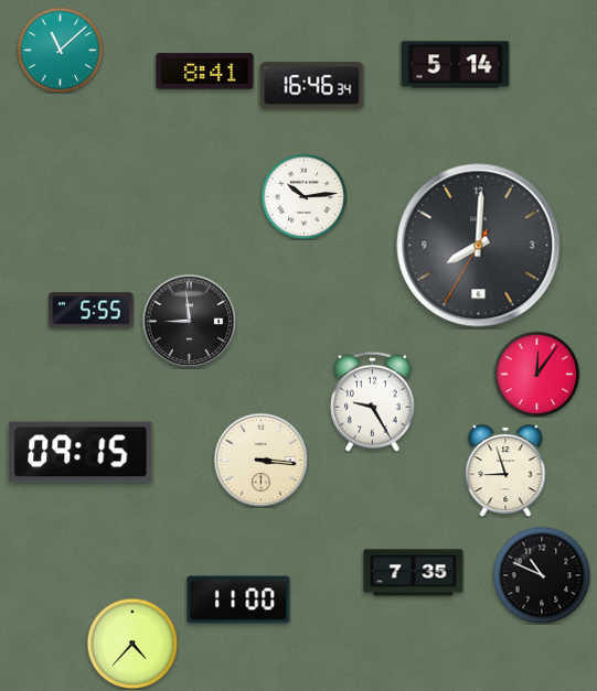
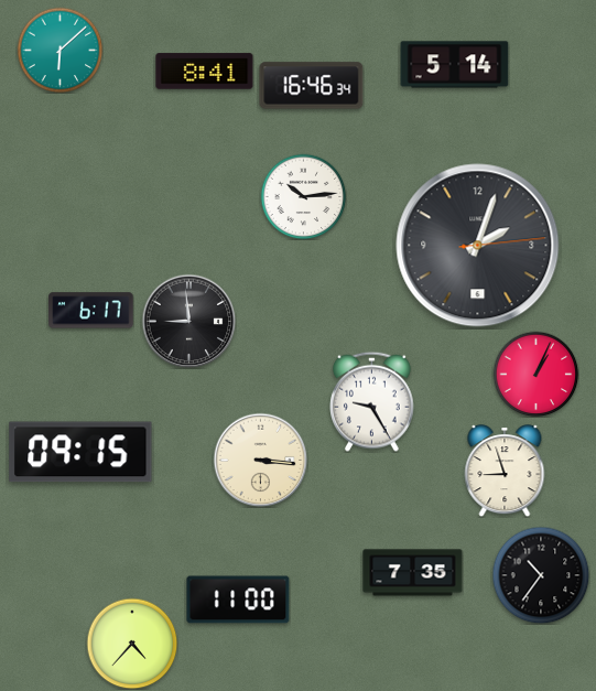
clock at (60, 50): 11:08 -> 6:08
clock at (479, 246): 8:00 -> 2:03
clock at (92, 311): 5:55 -> 6:17
clock at (536, 374): 12:06 -> 1:04
clock at (542, 575): 10:49 -> 10:36
